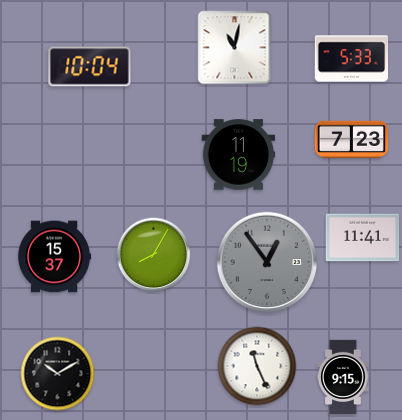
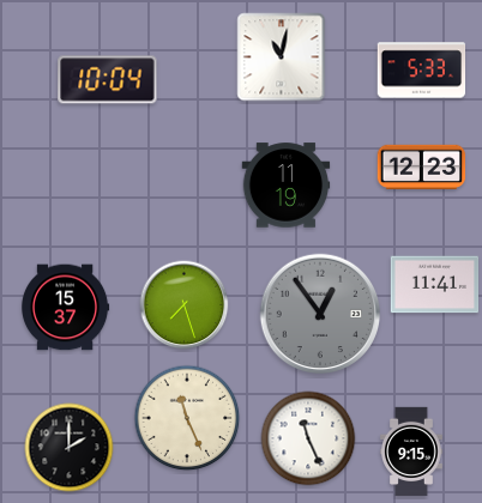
clock at (352, 139): 7:23 -> 12:23
clock at (154, 255): 8:05 -> 7:27
clock at (187, 418): none -> 11:26
clock at (58, 374): 10:10 -> 2:00
